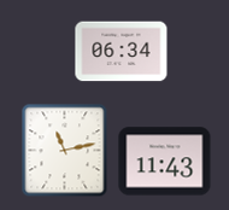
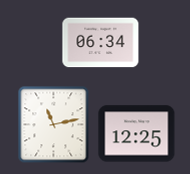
clock at (165, 162): 11:43 -> 12:25
